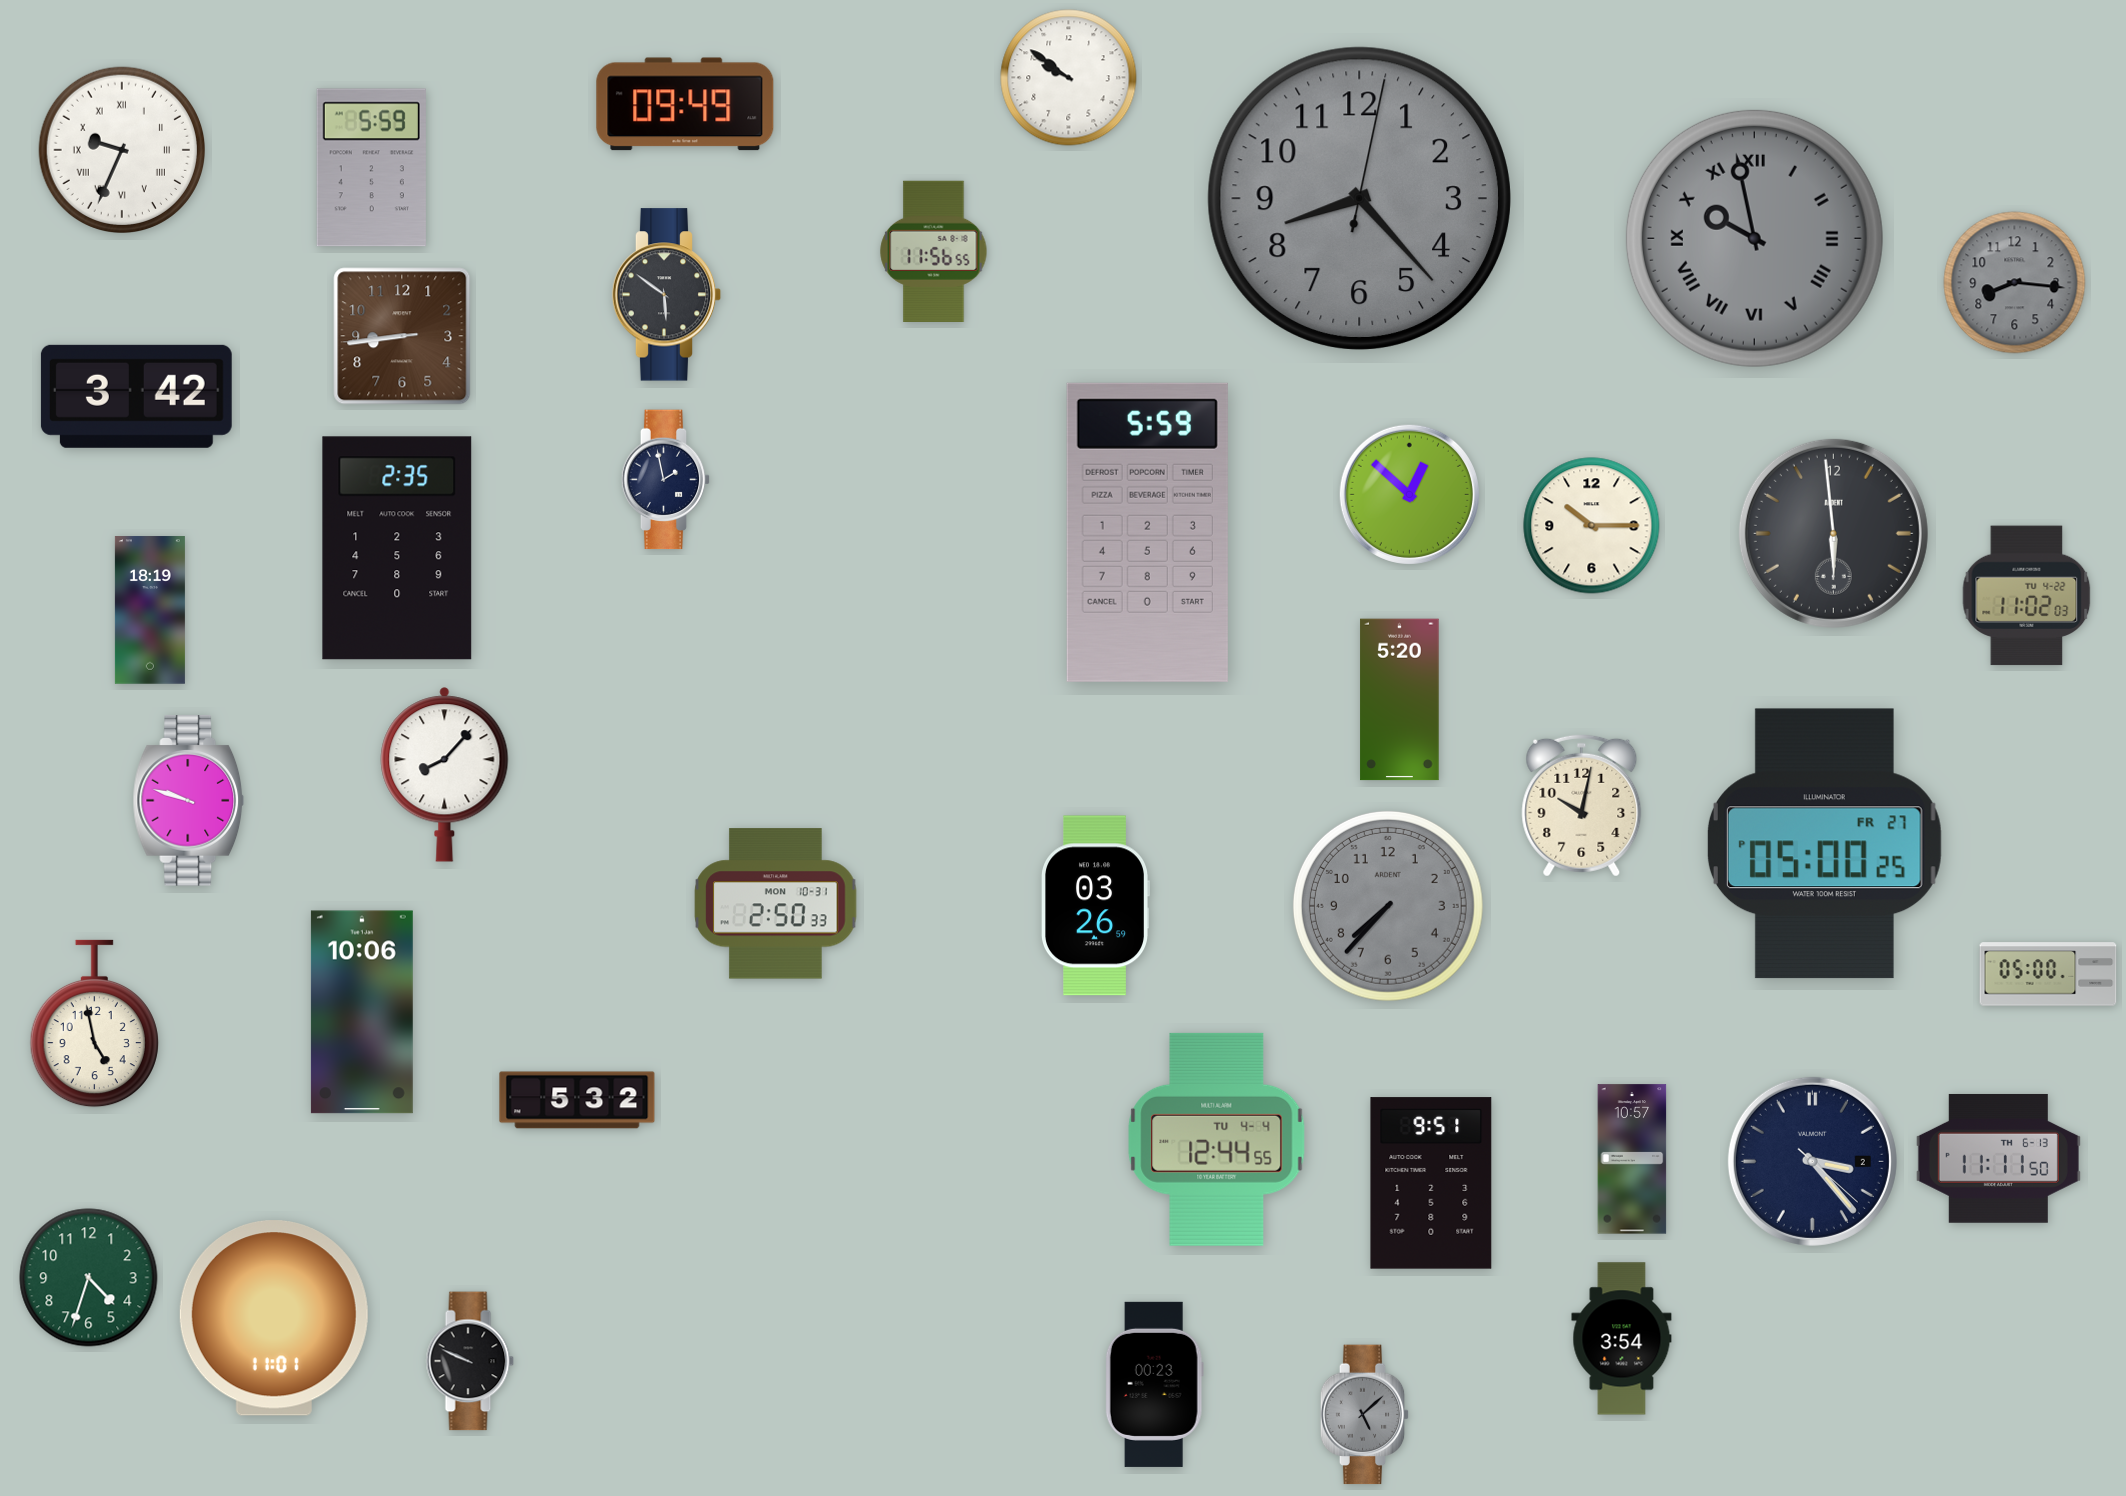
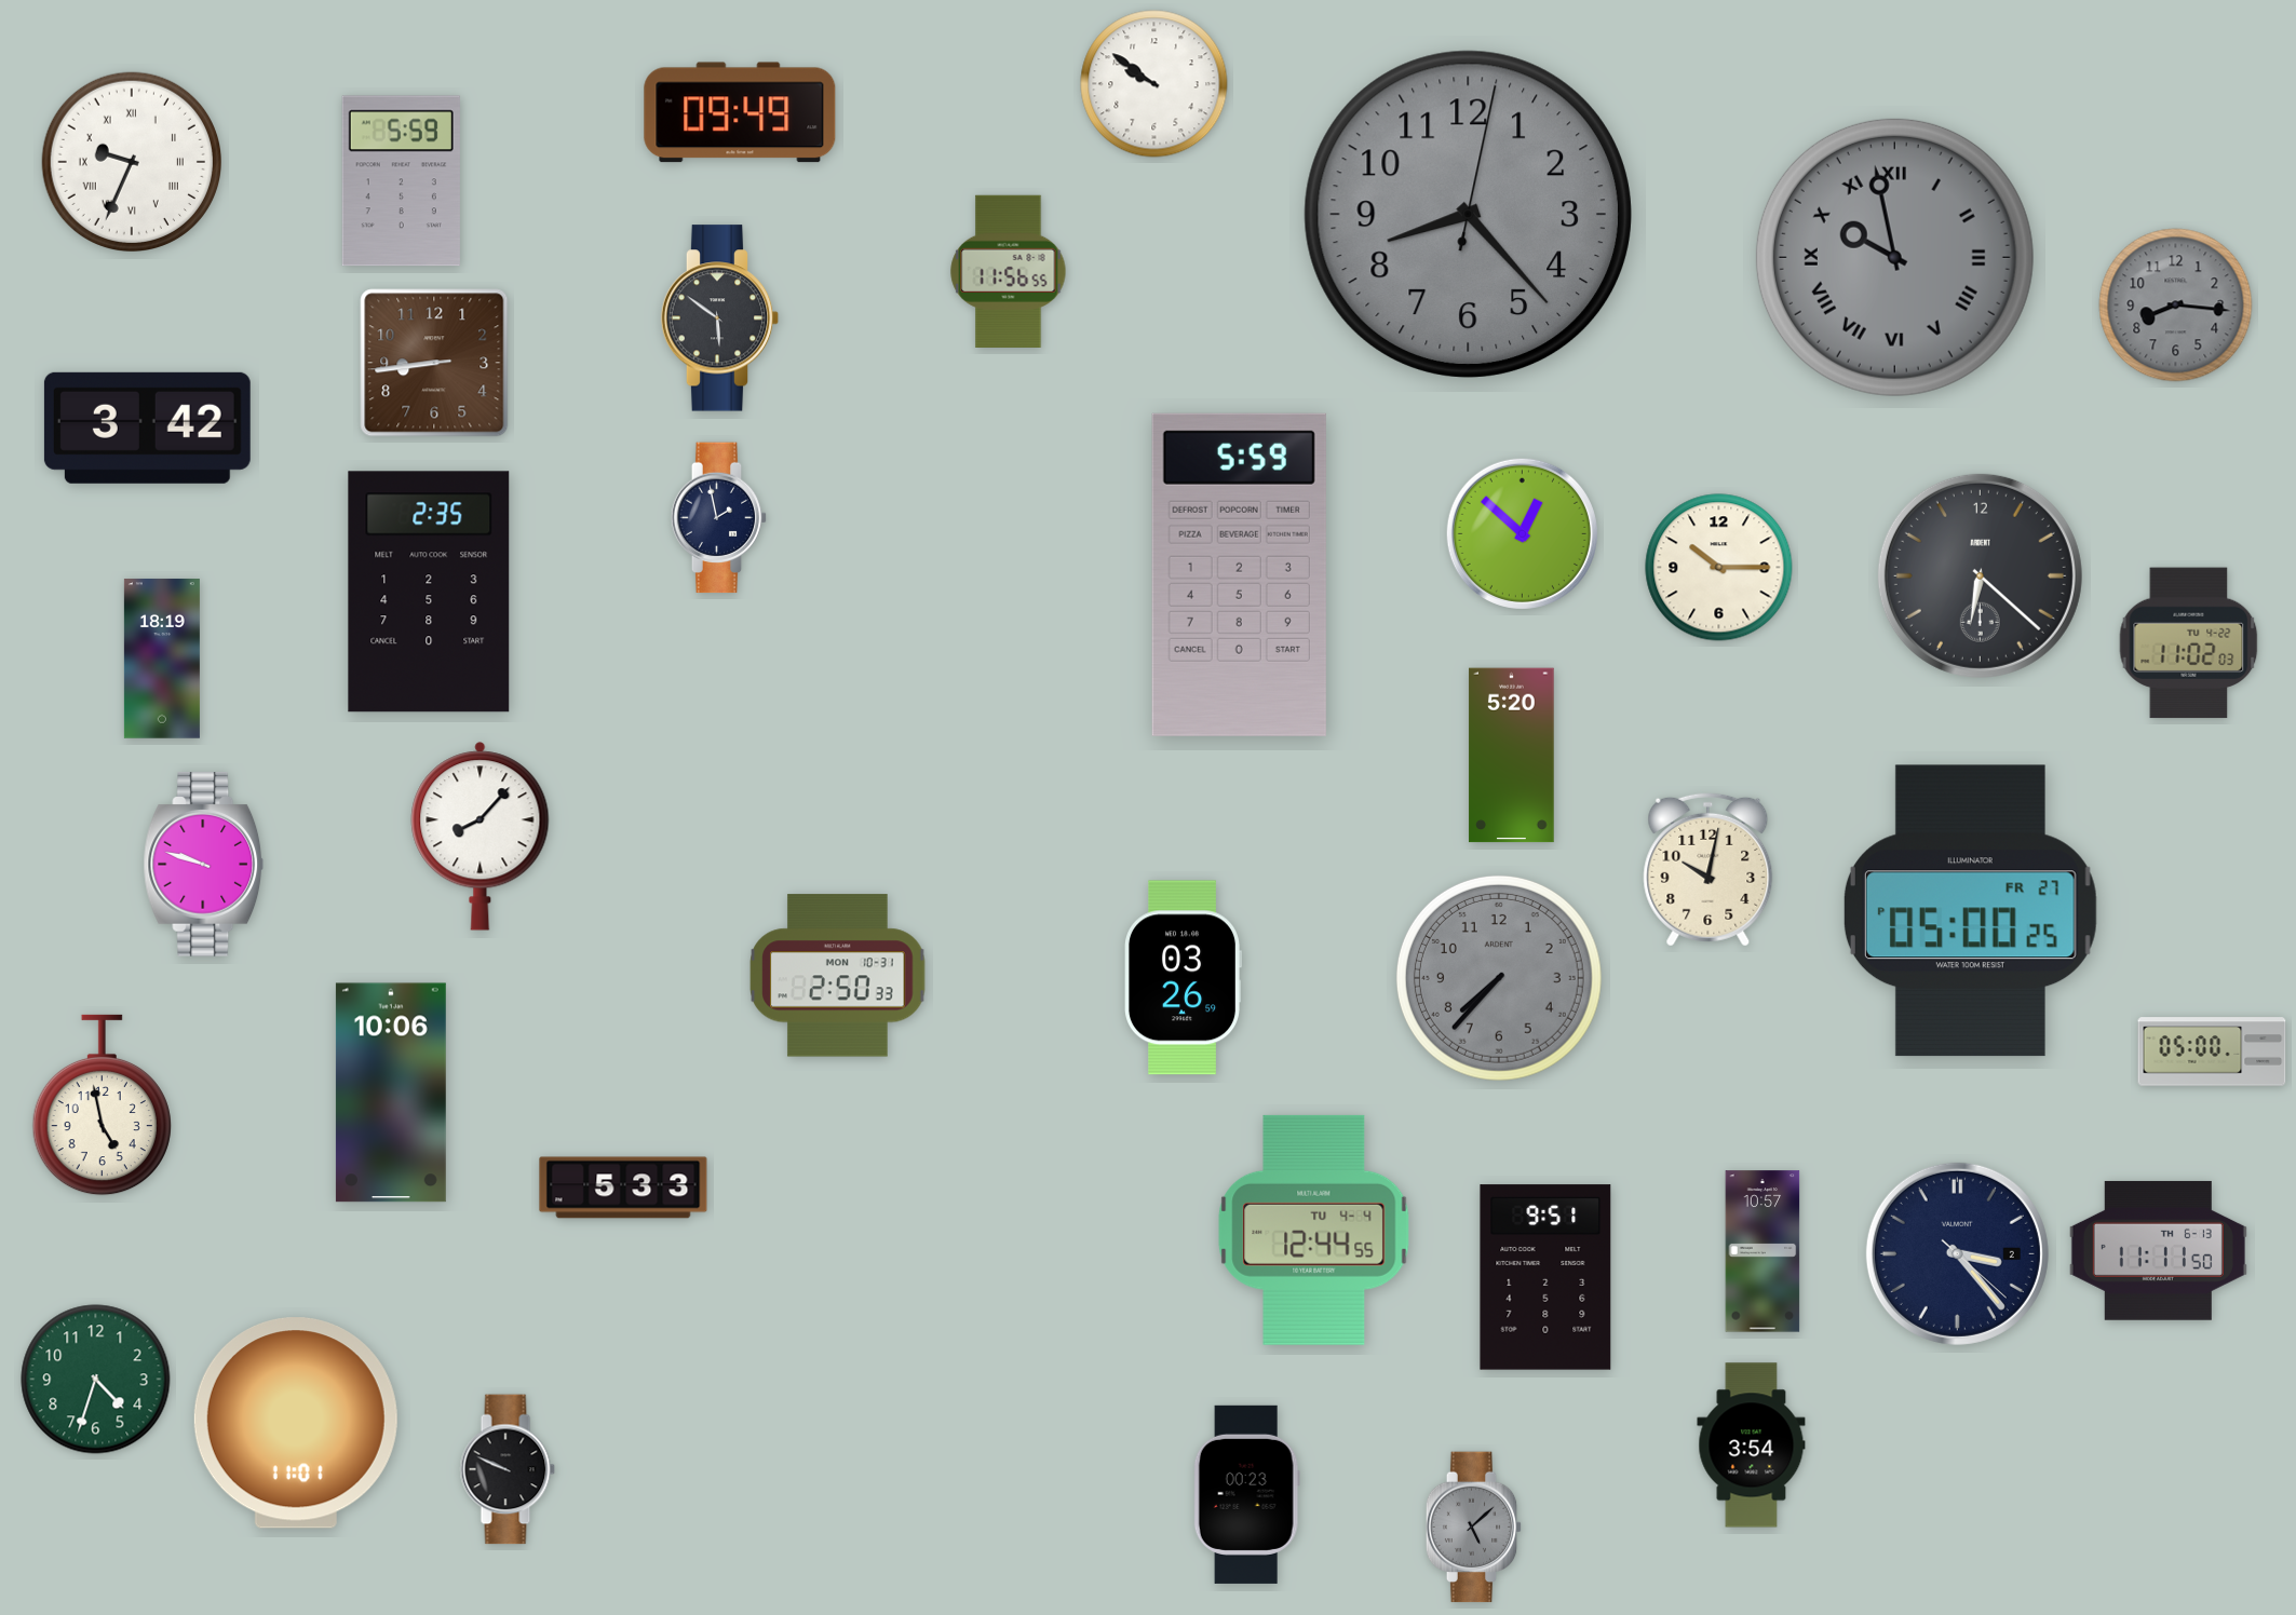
clock at (1833, 533): 5:59 -> 6:22
clock at (577, 1100): 5:32 -> 5:33
